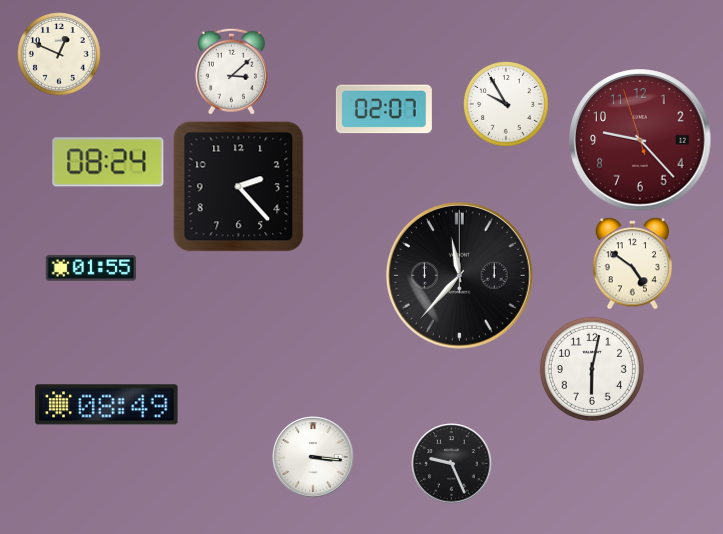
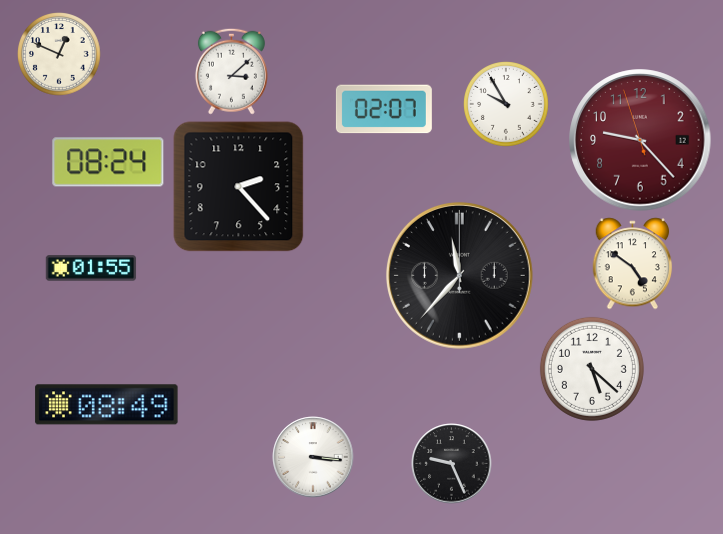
clock at (592, 369): 6:02 -> 5:22
